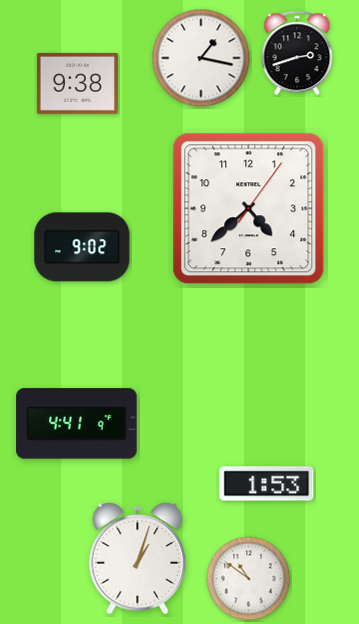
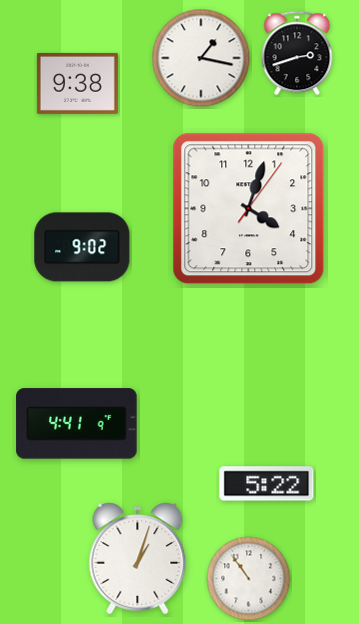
clock at (249, 209): 4:38 -> 4:03
clock at (267, 484): 1:53 -> 5:22
clock at (249, 579): 10:51 -> 10:54
